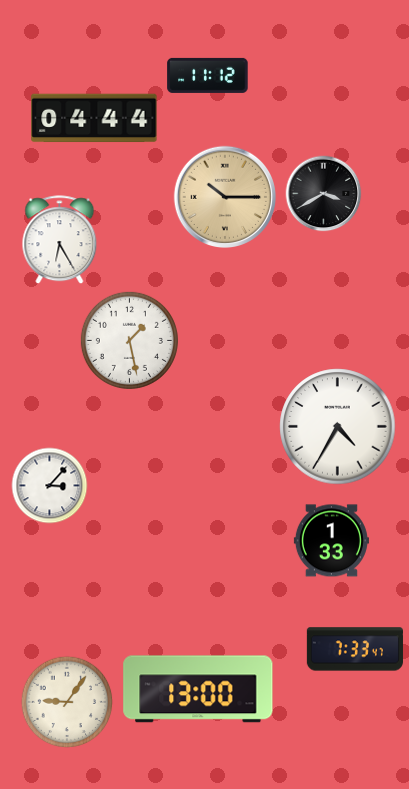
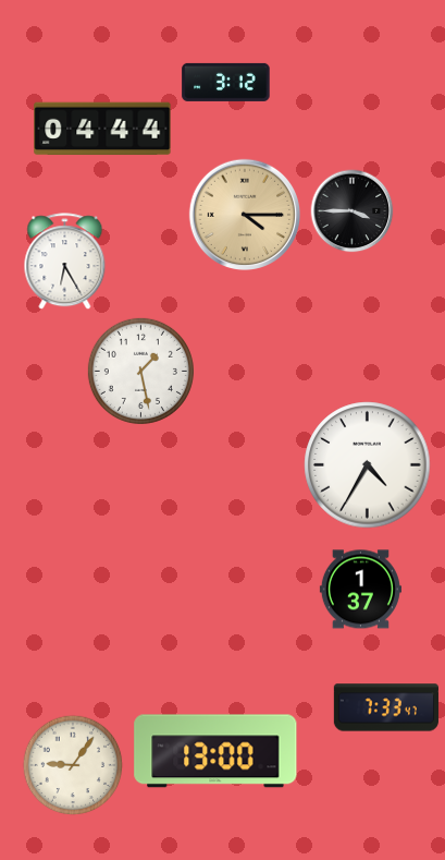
clock at (208, 75): 11:12 -> 3:12
clock at (324, 194): 3:40 -> 3:45
clock at (224, 196): 10:15 -> 4:15
clock at (50, 486): 3:07 -> none
clock at (331, 541): 1:33 -> 1:37
